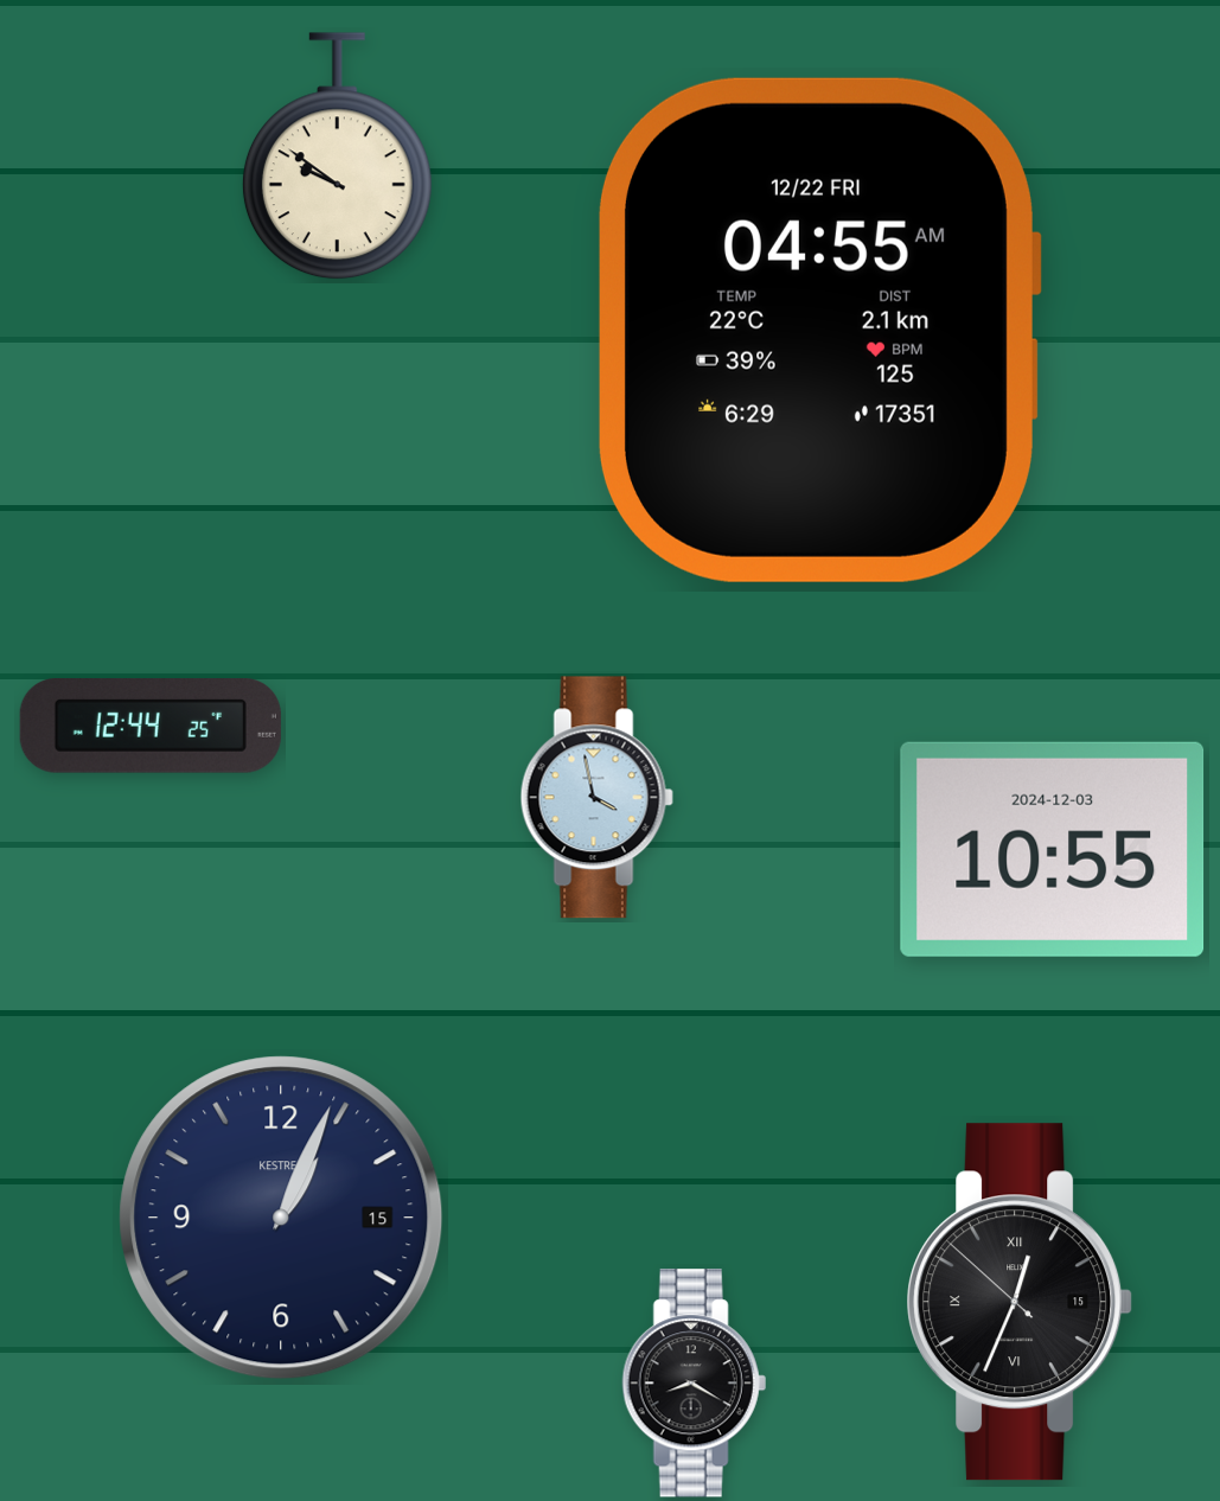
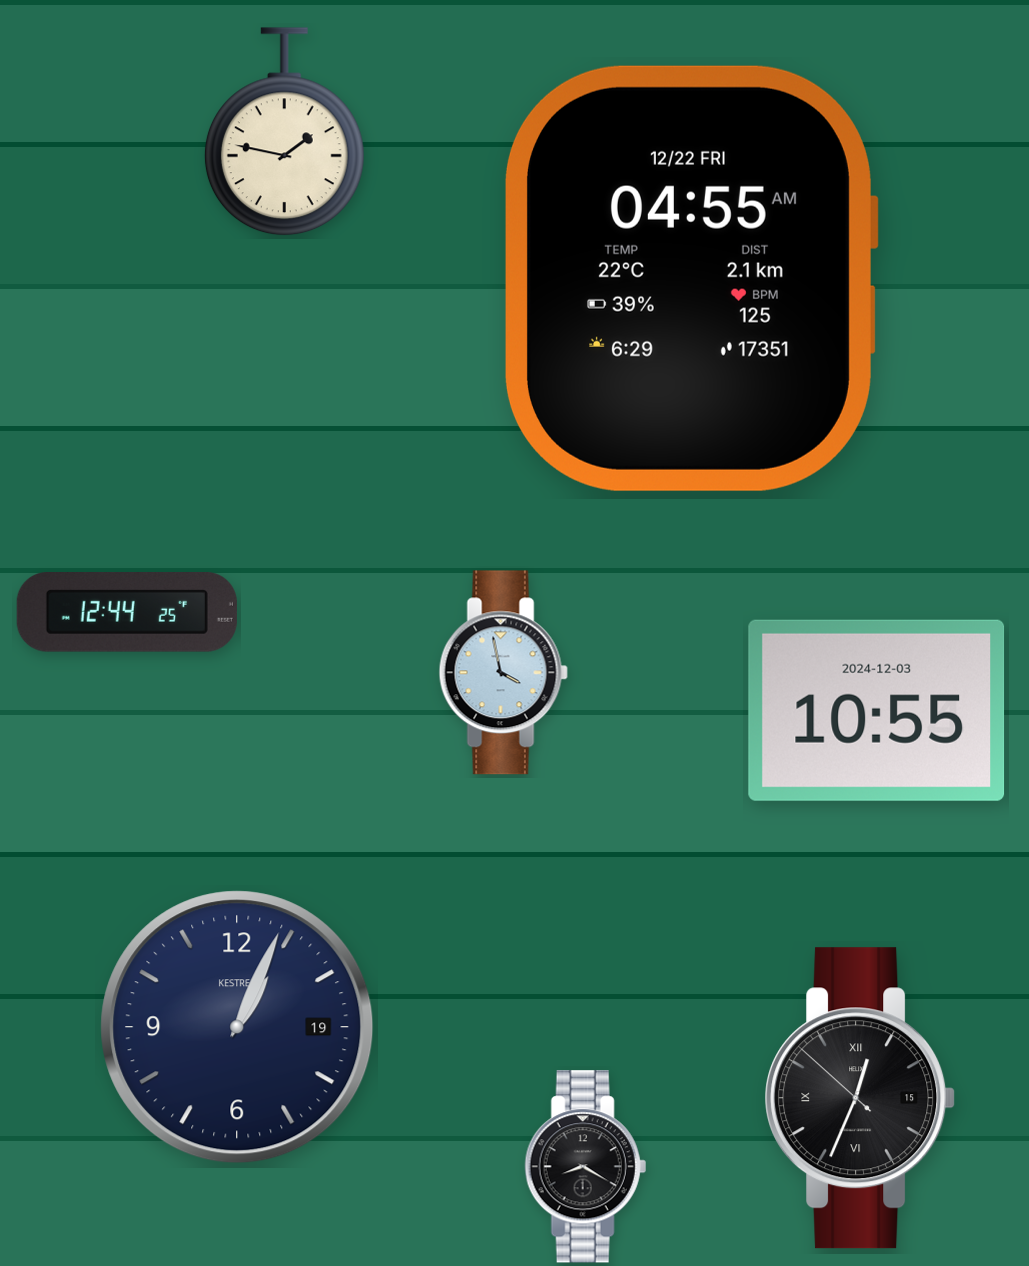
clock at (337, 157): 9:51 -> 1:47
clock at (1053, 849) position: (1053, 849) -> (877, 710)
clock at (281, 1218) date: 15 -> 19
